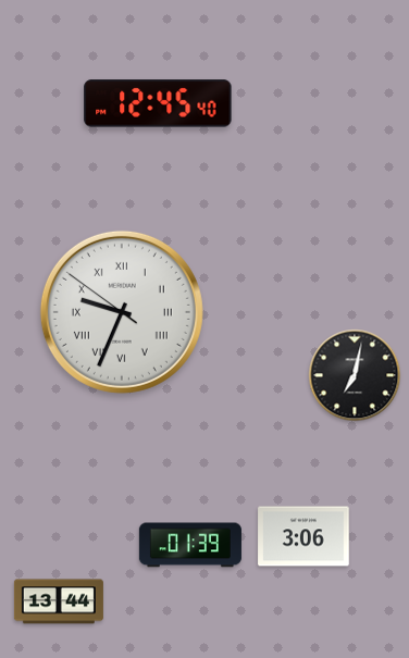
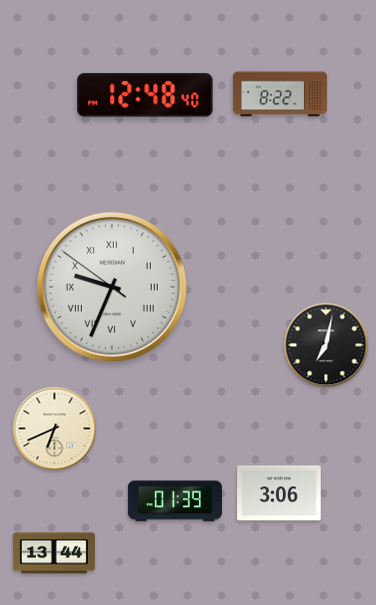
clock at (280, 94): none -> 8:22
clock at (158, 103): 12:45 -> 12:48
clock at (55, 429): none -> 6:41
